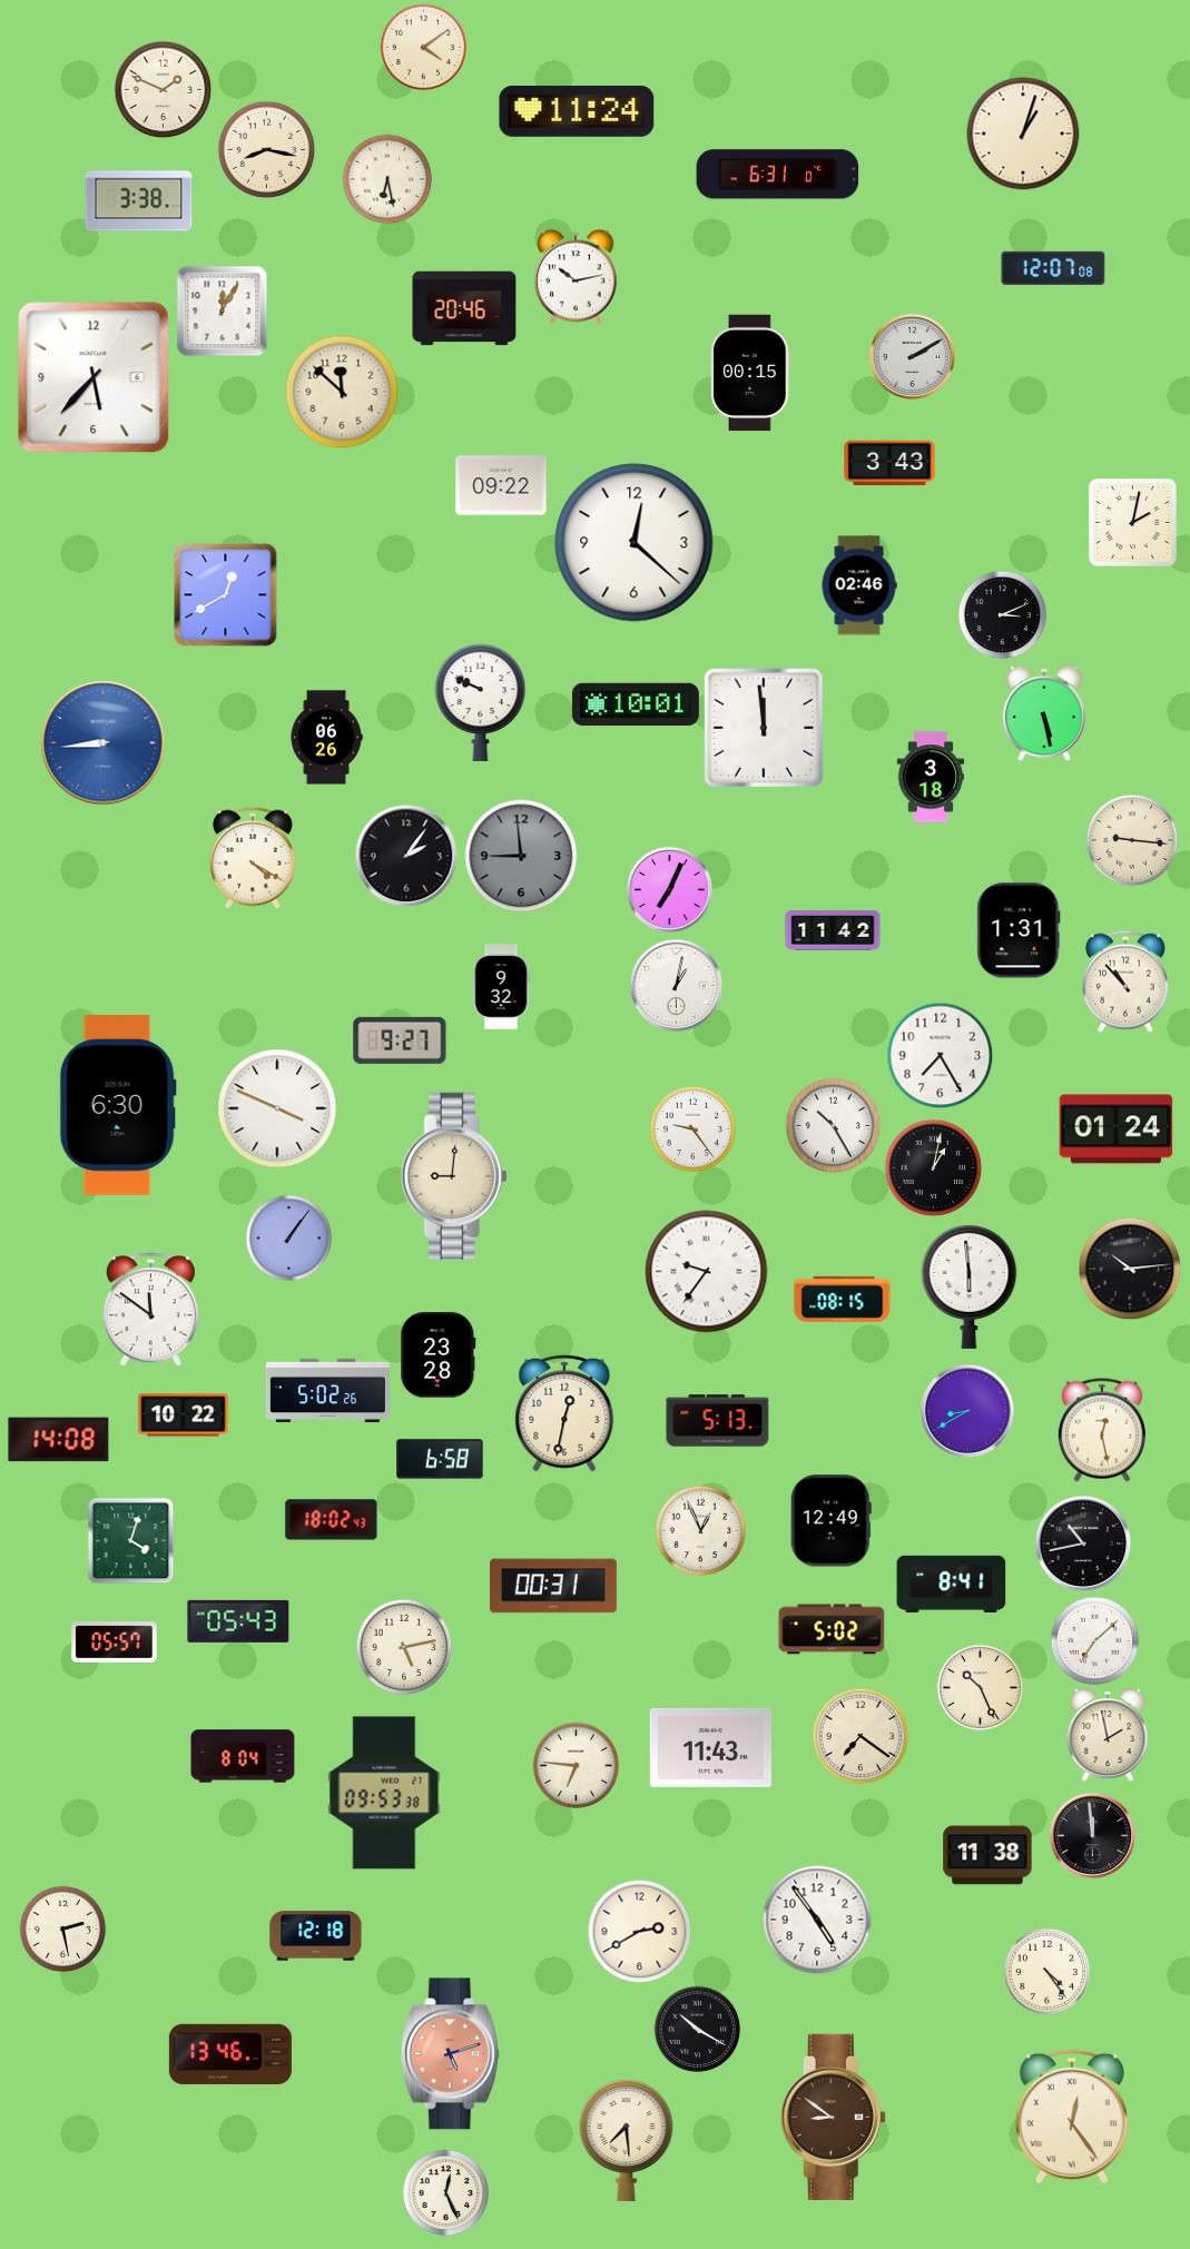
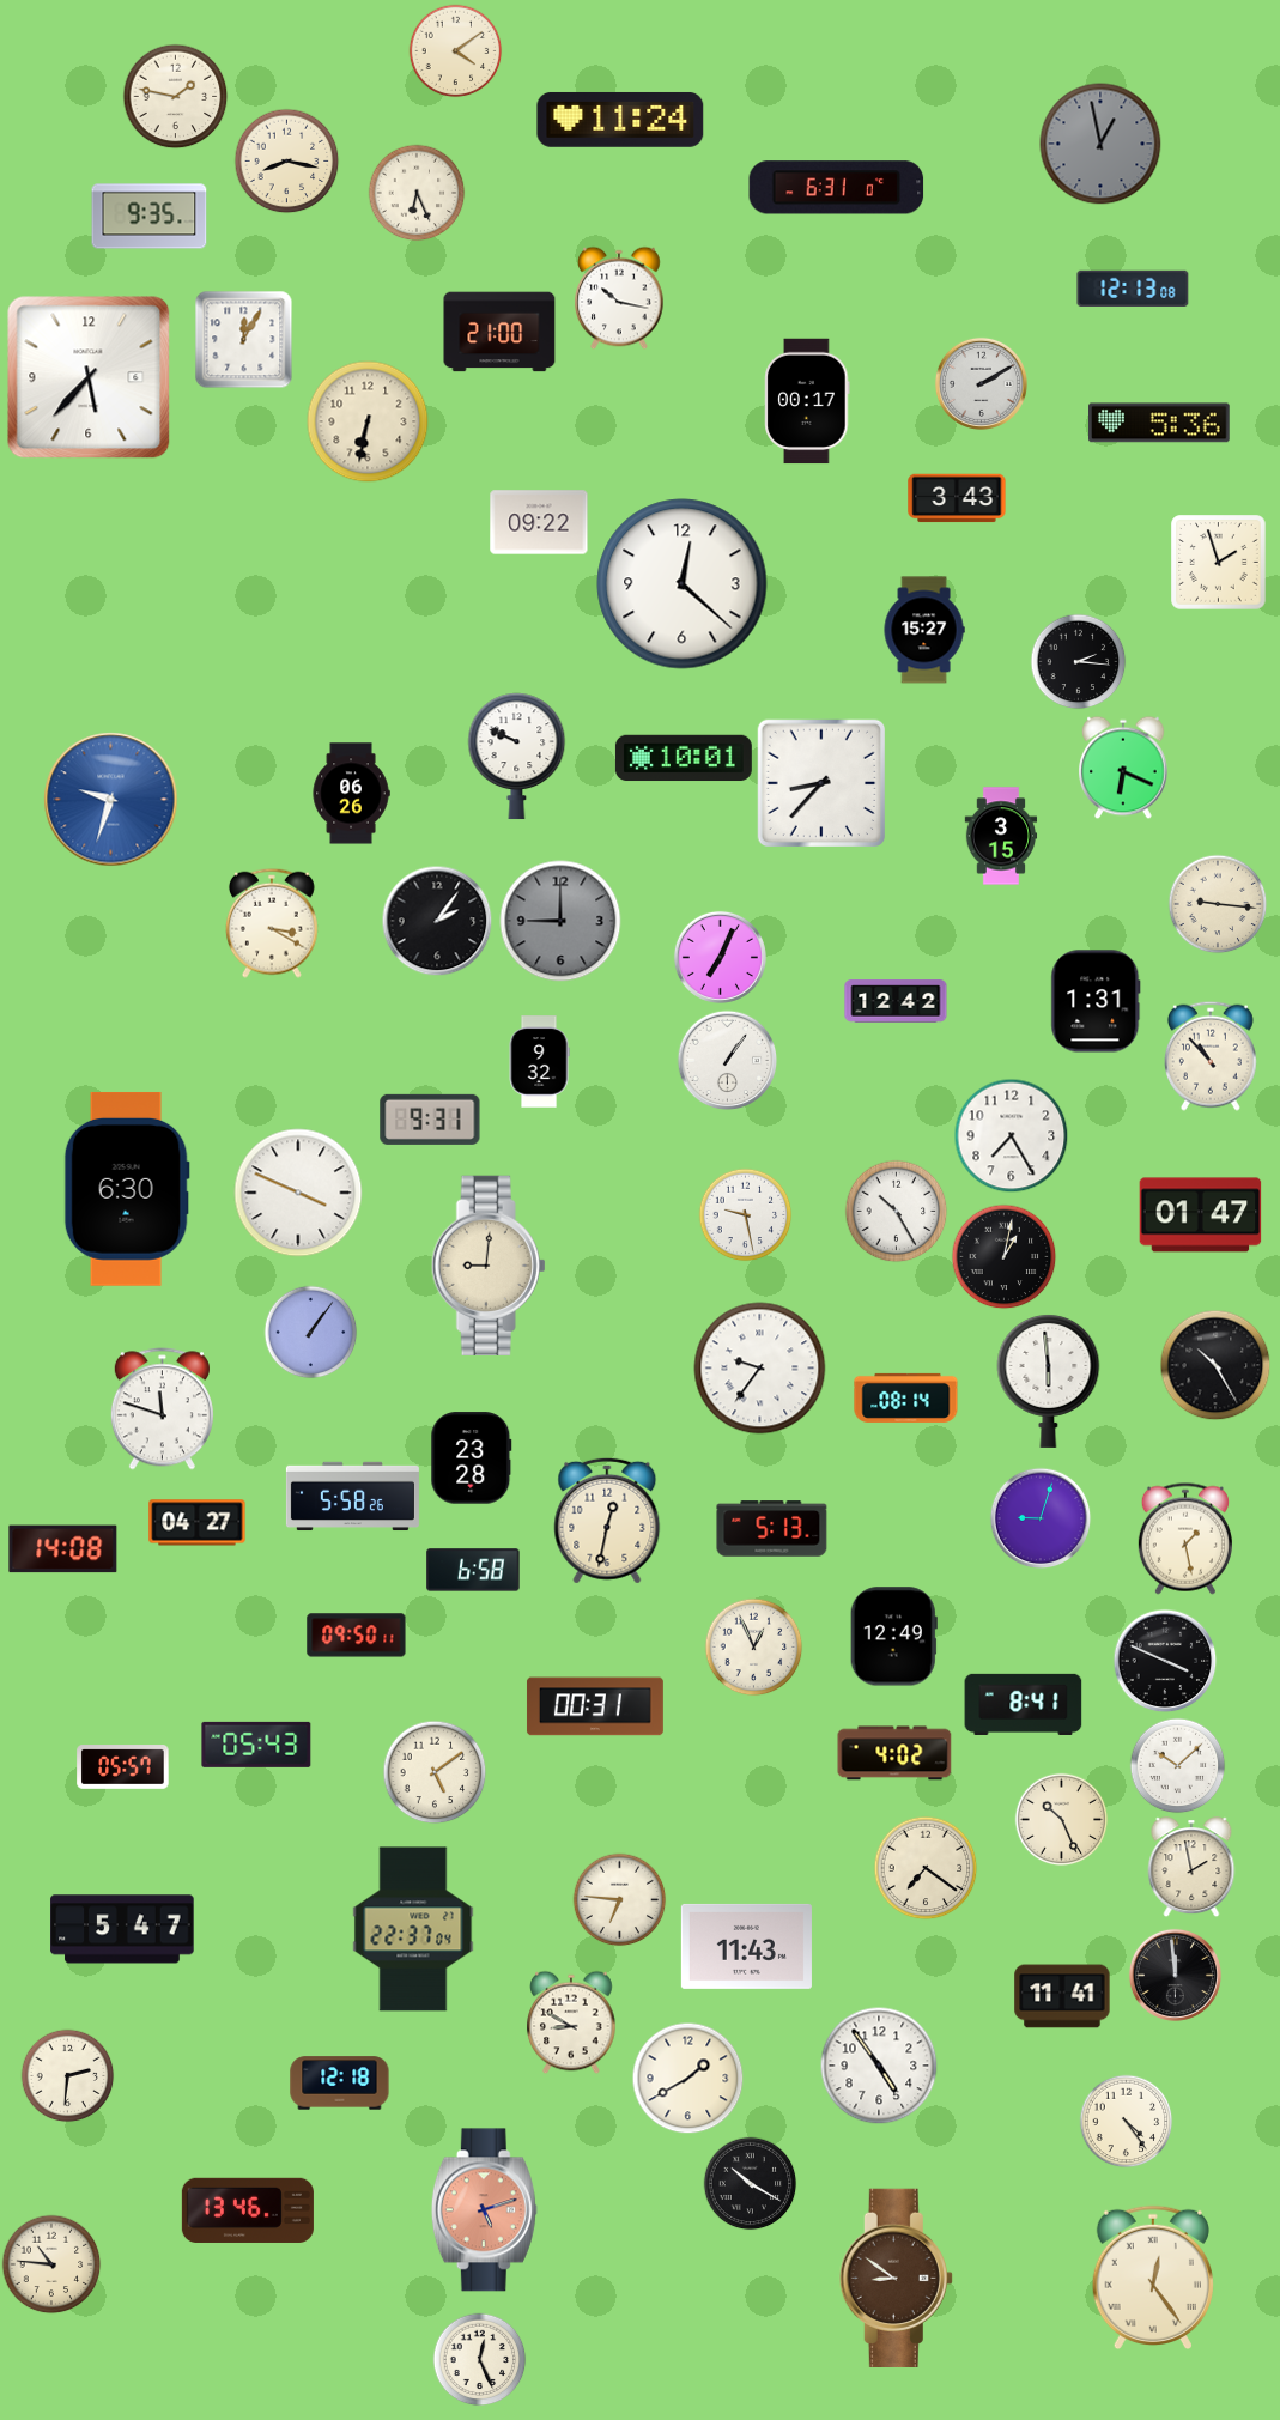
clock at (163, 89): 1:49 -> 1:47
clock at (1023, 134): 1:03 -> 12:58
clock at (1023, 134) dial: cream -> grey
clock at (387, 179): 6:28 -> 6:26
clock at (139, 201): 3:38 -> 9:35
clock at (1053, 268): 12:07 -> 12:13
clock at (576, 277): 10:13 -> 10:17
clock at (464, 308): 20:46 -> 21:00
clock at (222, 310) position: (222, 310) -> (243, 339)
clock at (750, 373): 00:15 -> 00:17
clock at (94, 377) position: (94, 377) -> (89, 377)
clock at (342, 392): 11:52 -> 6:32
clock at (1160, 423): none -> 5:36
clock at (1133, 523): 2:02 -> 1:57
clock at (859, 585): 02:46 -> 15:27
clock at (226, 595): 12:40 -> none
clock at (1002, 614): 3:11 -> 2:16
clock at (1044, 713): 5:28 -> 6:19
clock at (763, 727): 11:59 -> 8:37
clock at (104, 743): 8:44 -> 9:33
clock at (931, 777): 3:18 -> 3:15
clock at (521, 856): 8:59 -> 9:00
clock at (253, 858): 4:20 -> 3:20
clock at (833, 930): 11:42 -> 12:42
clock at (676, 985): 1:02 -> 1:06
clock at (400, 1040): 9:27 -> 9:31
clock at (692, 1128): 9:24 -> 9:28
clock at (1117, 1130): 01:24 -> 01:47
clock at (1130, 1269): 10:14 -> 10:25
clock at (970, 1286) position: (970, 1286) -> (1049, 1381)
clock at (843, 1299): 08:15 -> 08:14
clock at (150, 1310): 11:51 -> 11:48
clock at (327, 1391): 5:02 -> 5:58
clock at (967, 1411): 8:40 -> 9:03
clock at (184, 1416): 10:22 -> 04:27
clock at (1102, 1430): 12:28 -> 1:28
clock at (332, 1520): 18:02 -> 09:50
clock at (130, 1540): 4:03 -> none
clock at (1083, 1543): 10:43 -> 3:49
clock at (832, 1629): 5:02 -> 4:02
clock at (1094, 1640): 7:08 -> 10:08
clock at (404, 1647): 5:13 -> 5:09
clock at (980, 1687) position: (980, 1687) -> (1061, 1819)
clock at (710, 1747) position: (710, 1747) -> (746, 1946)
clock at (243, 1756): 8:04 -> none
clock at (122, 1929): none -> 5:47
clock at (384, 1793): 09:53 -> 22:37
clock at (987, 1855): 11:38 -> 11:41
clock at (571, 2022): none -> 8:50
clock at (62, 1929): 2:28 -> 2:31
clock at (639, 1931): 2:40 -> 1:40
clock at (51, 2264): none -> 10:46
clock at (627, 2140): 7:29 -> none
